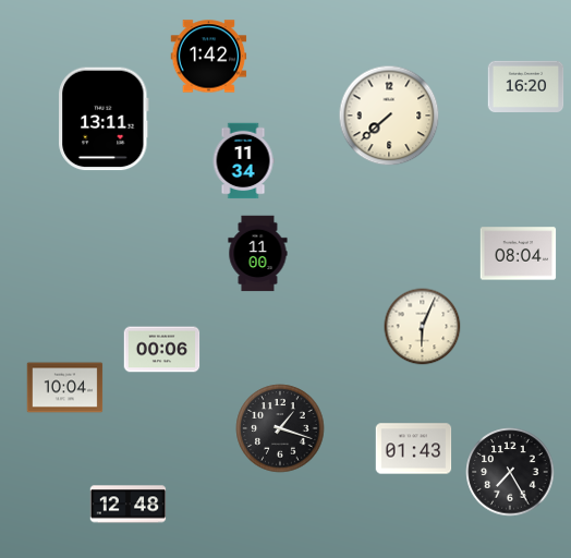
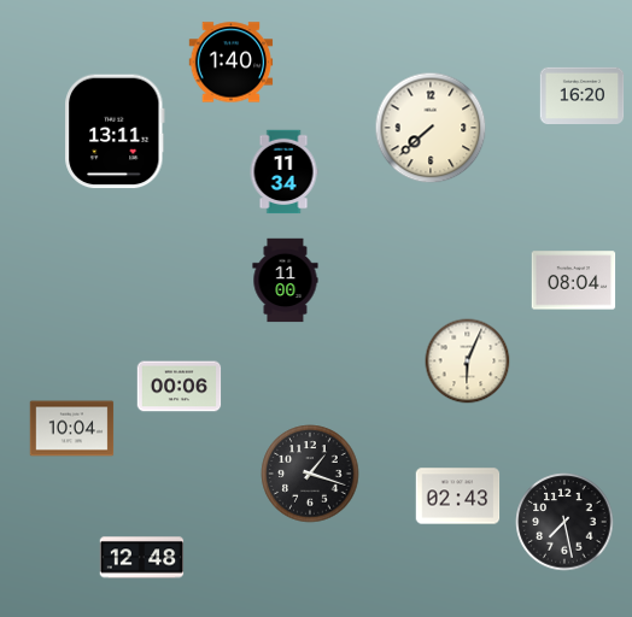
clock at (209, 57): 1:42 -> 1:40
clock at (243, 161) position: (243, 161) -> (283, 172)
clock at (414, 449): 01:43 -> 02:43
clock at (510, 472): 7:25 -> 7:28
